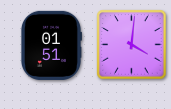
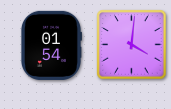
clock at (51, 45): 01:51 -> 01:54
